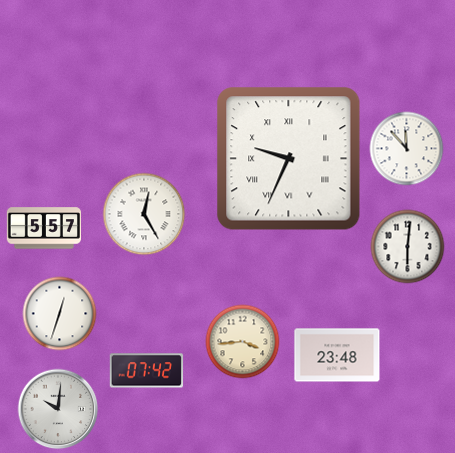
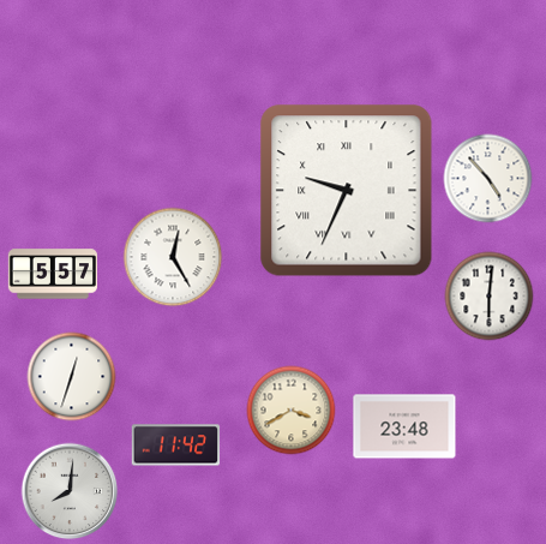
clock at (407, 149): 11:53 -> 4:53
clock at (243, 342): 3:44 -> 3:40
clock at (147, 371): 07:42 -> 11:42
clock at (58, 409): 10:01 -> 8:01
